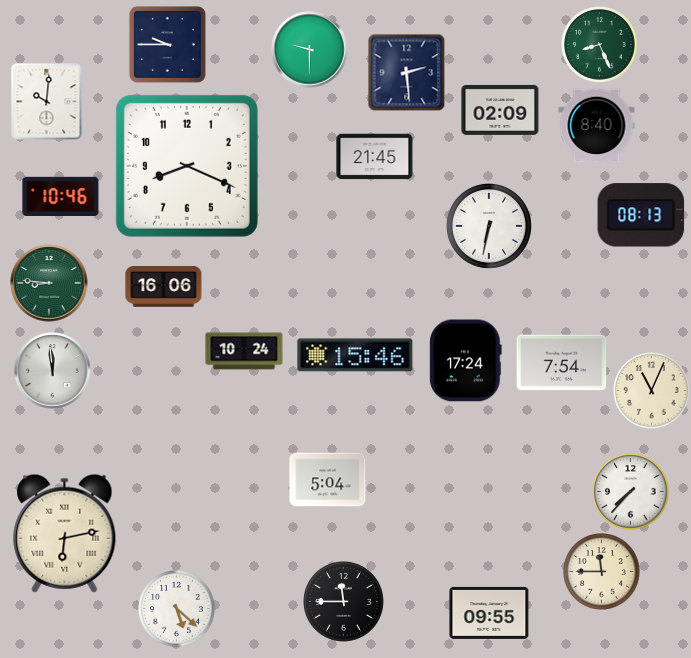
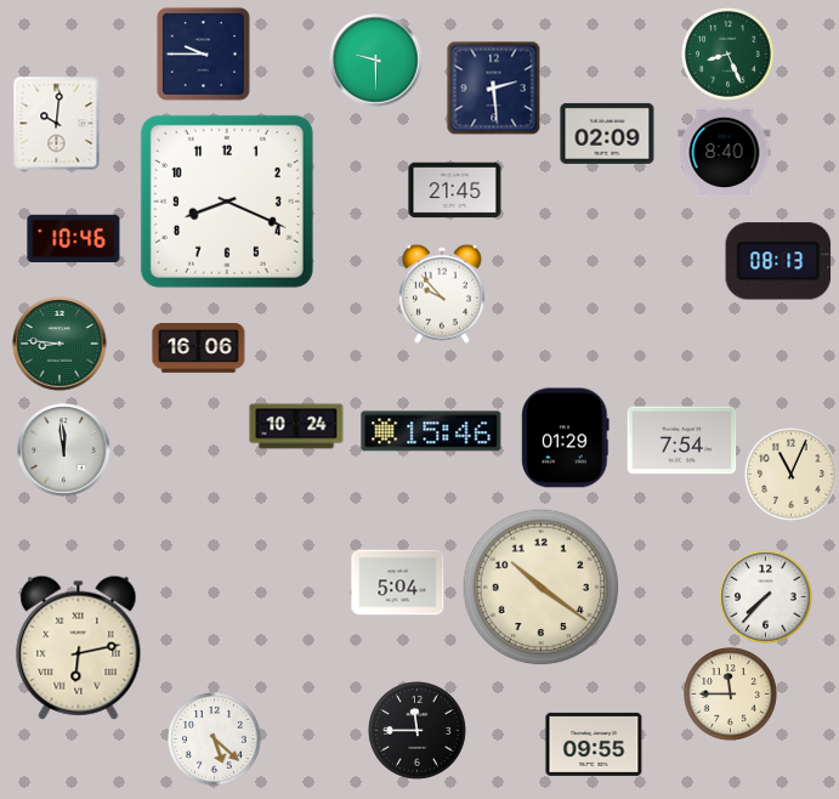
clock at (489, 226): 6:32 -> none
clock at (442, 294): none -> 9:53
clock at (466, 361): 17:24 -> 01:29
clock at (542, 588): none -> 10:21
